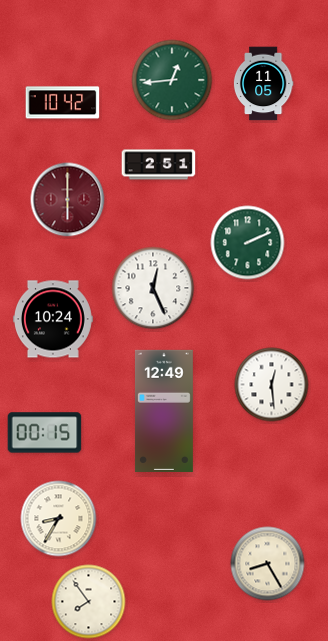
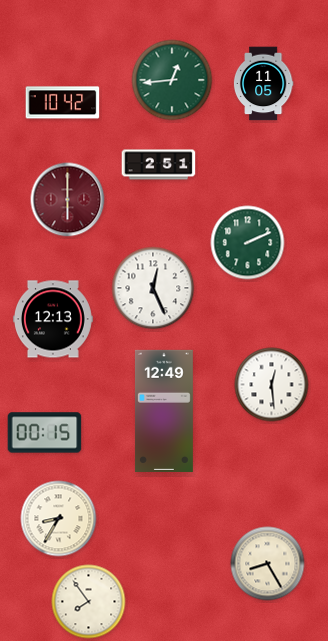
clock at (53, 319): 10:24 -> 12:13
